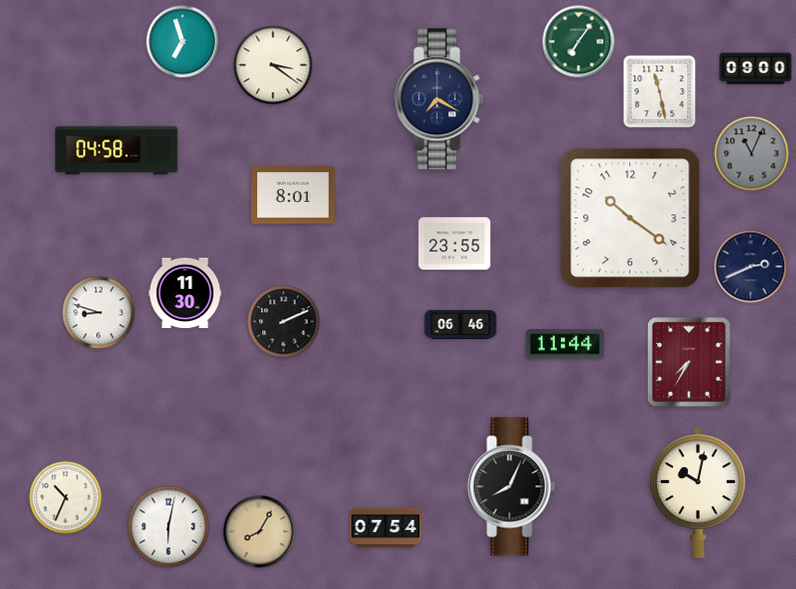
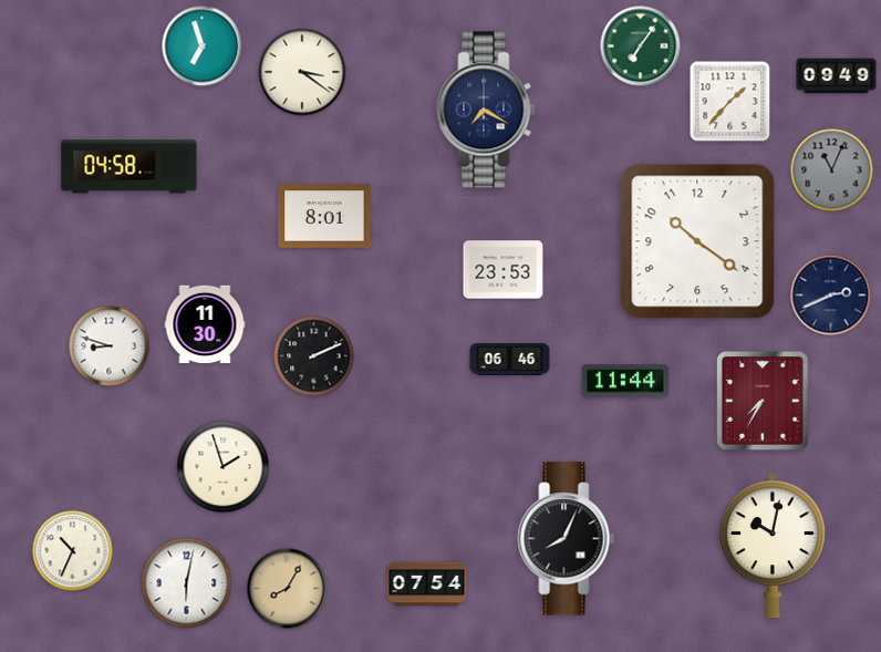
clock at (756, 69): 09:00 -> 09:49
clock at (660, 92): 11:28 -> 1:37
clock at (455, 244): 23:55 -> 23:53
clock at (224, 467): none -> 1:57
